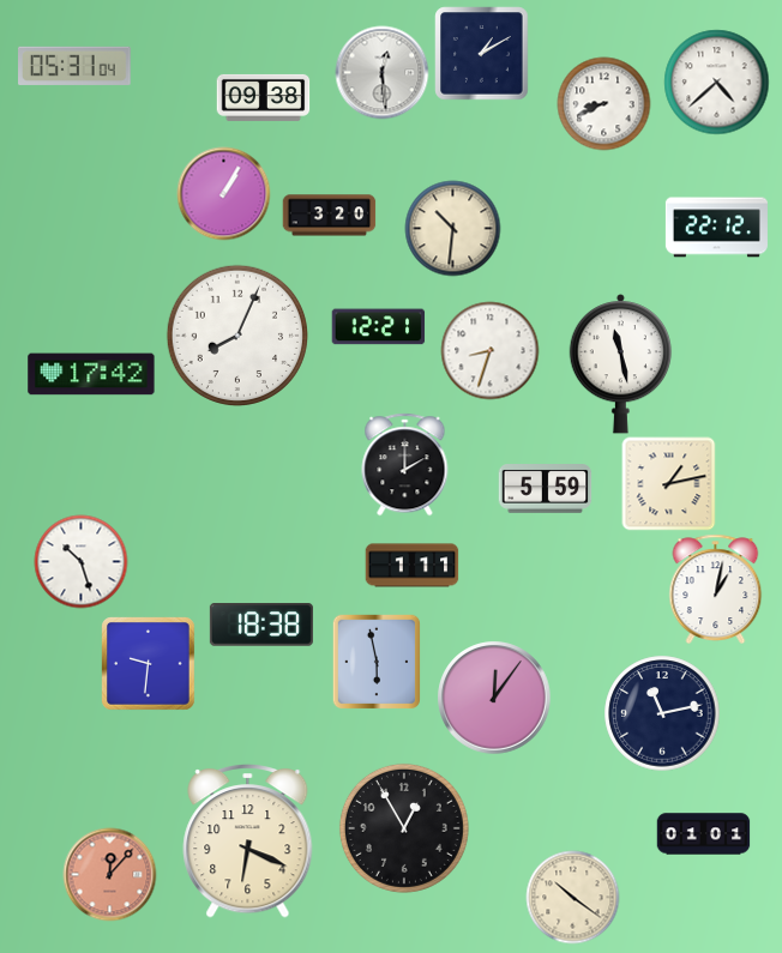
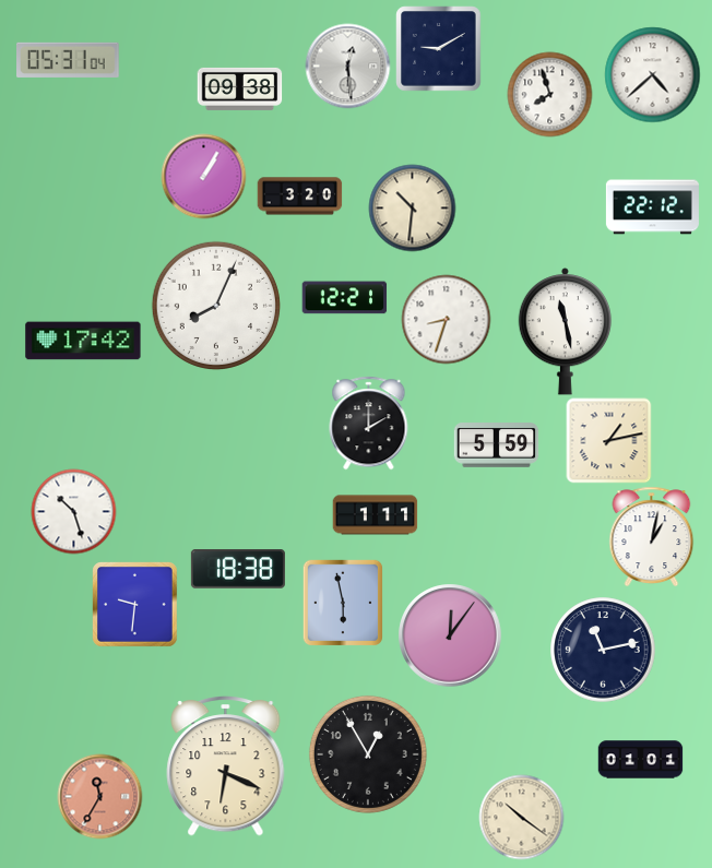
clock at (481, 53): 1:10 -> 9:10
clock at (603, 103): 8:41 -> 7:57
clock at (109, 874): 12:07 -> 11:35
